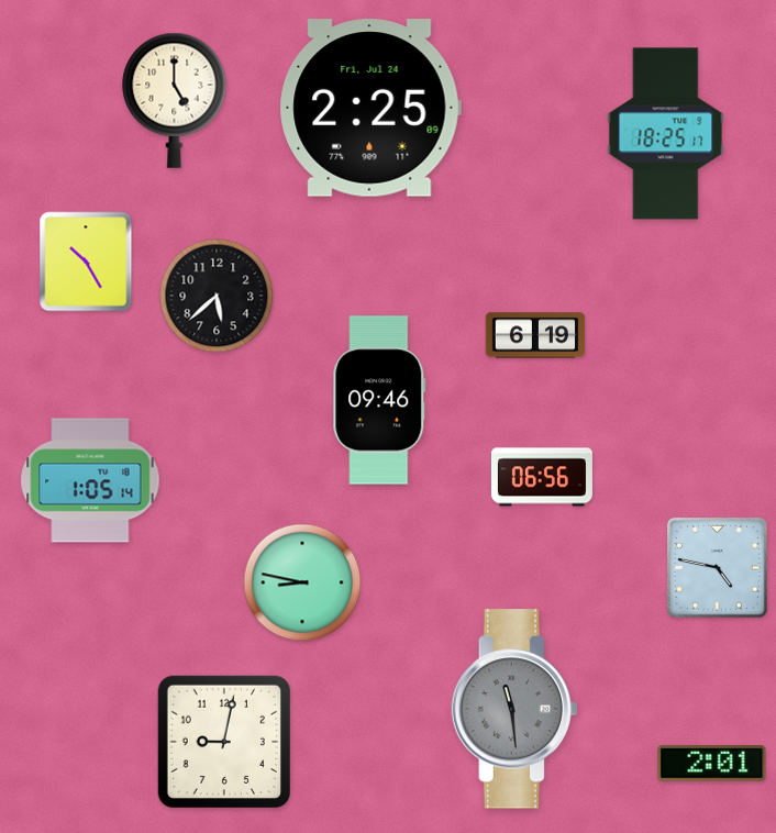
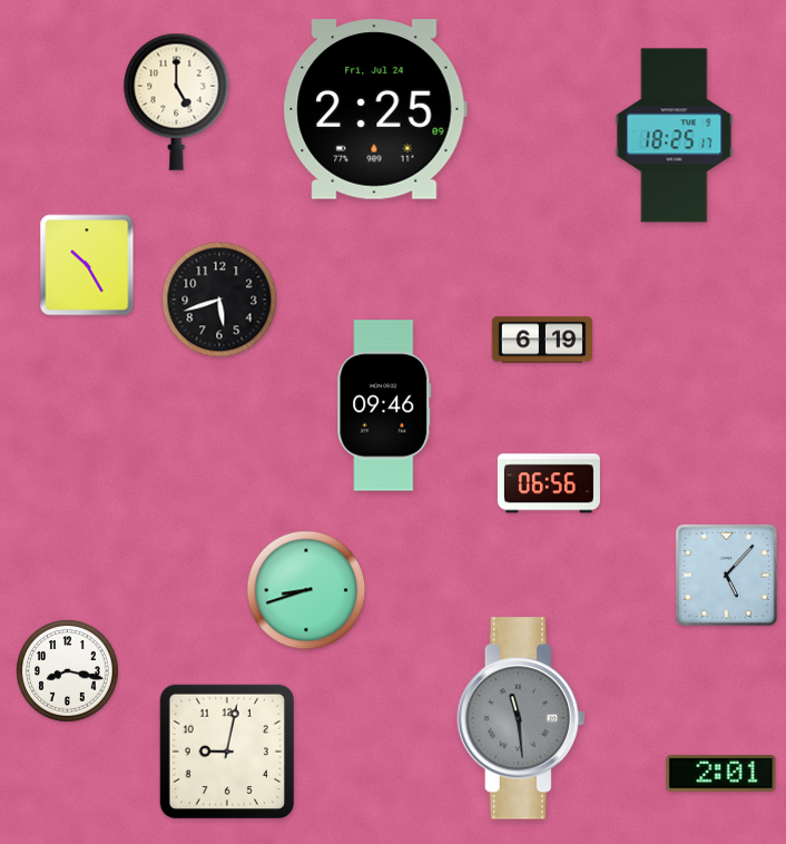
clock at (217, 296): 5:38 -> 5:42
clock at (90, 480): 1:05 -> none
clock at (717, 567): 4:47 -> 5:07
clock at (302, 582): 8:47 -> 8:42
clock at (68, 671): none -> 8:17
